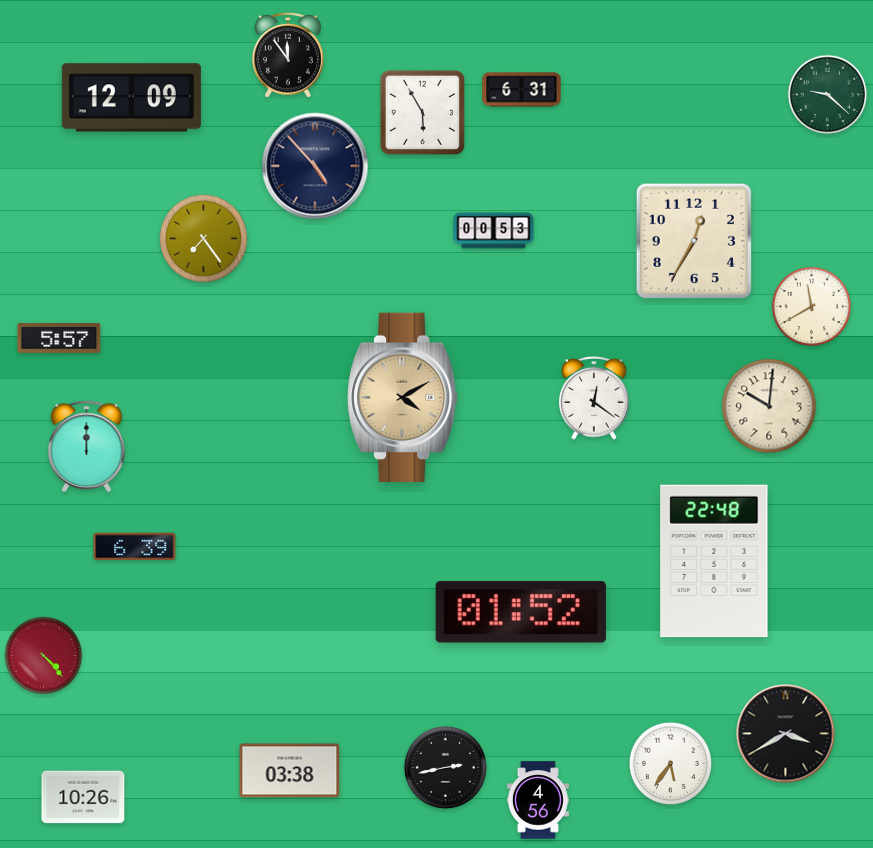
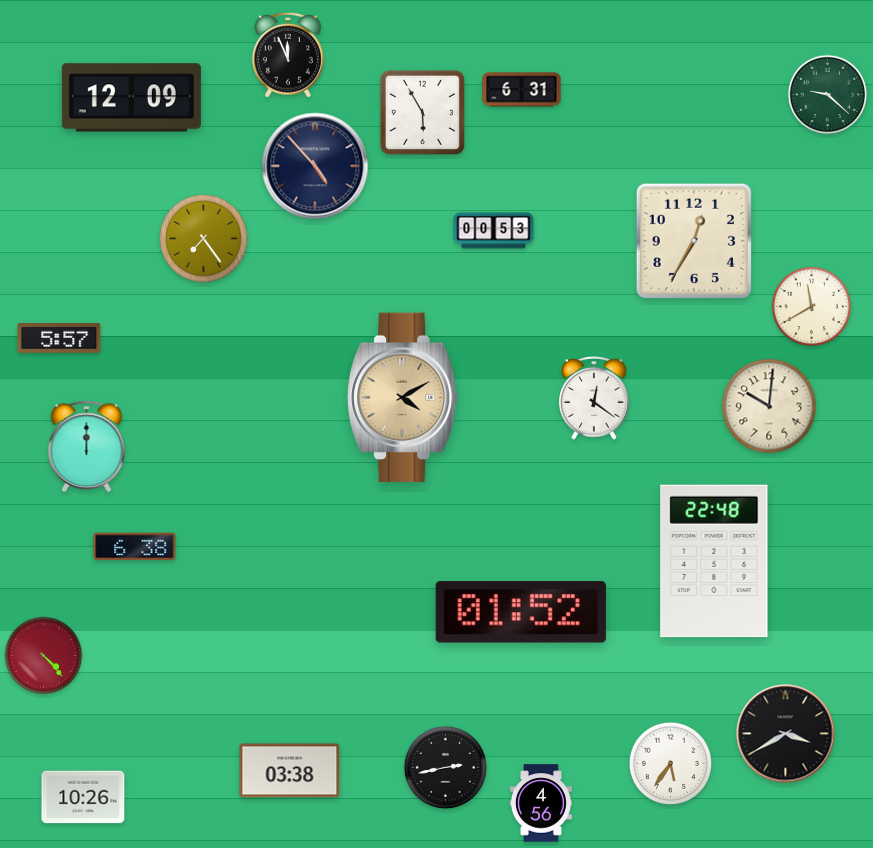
clock at (288, 55): 11:54 -> 11:56
clock at (135, 547): 6:39 -> 6:38
clock at (538, 800) position: (538, 800) -> (541, 803)
